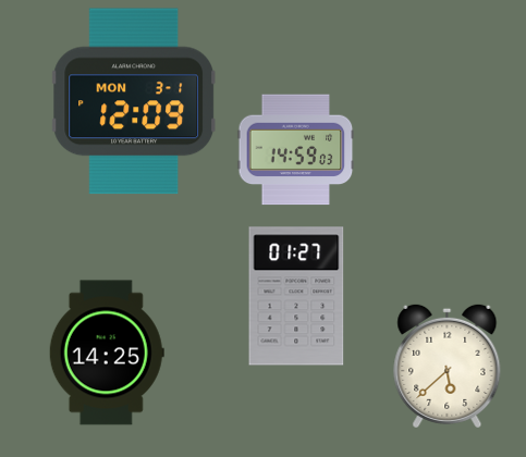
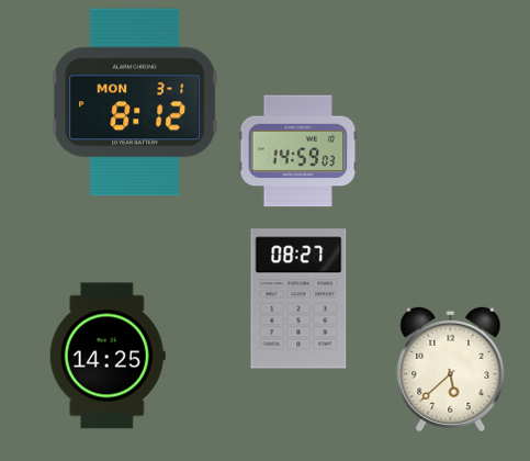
clock at (133, 101): 12:09 -> 8:12
clock at (296, 296): 01:27 -> 08:27
